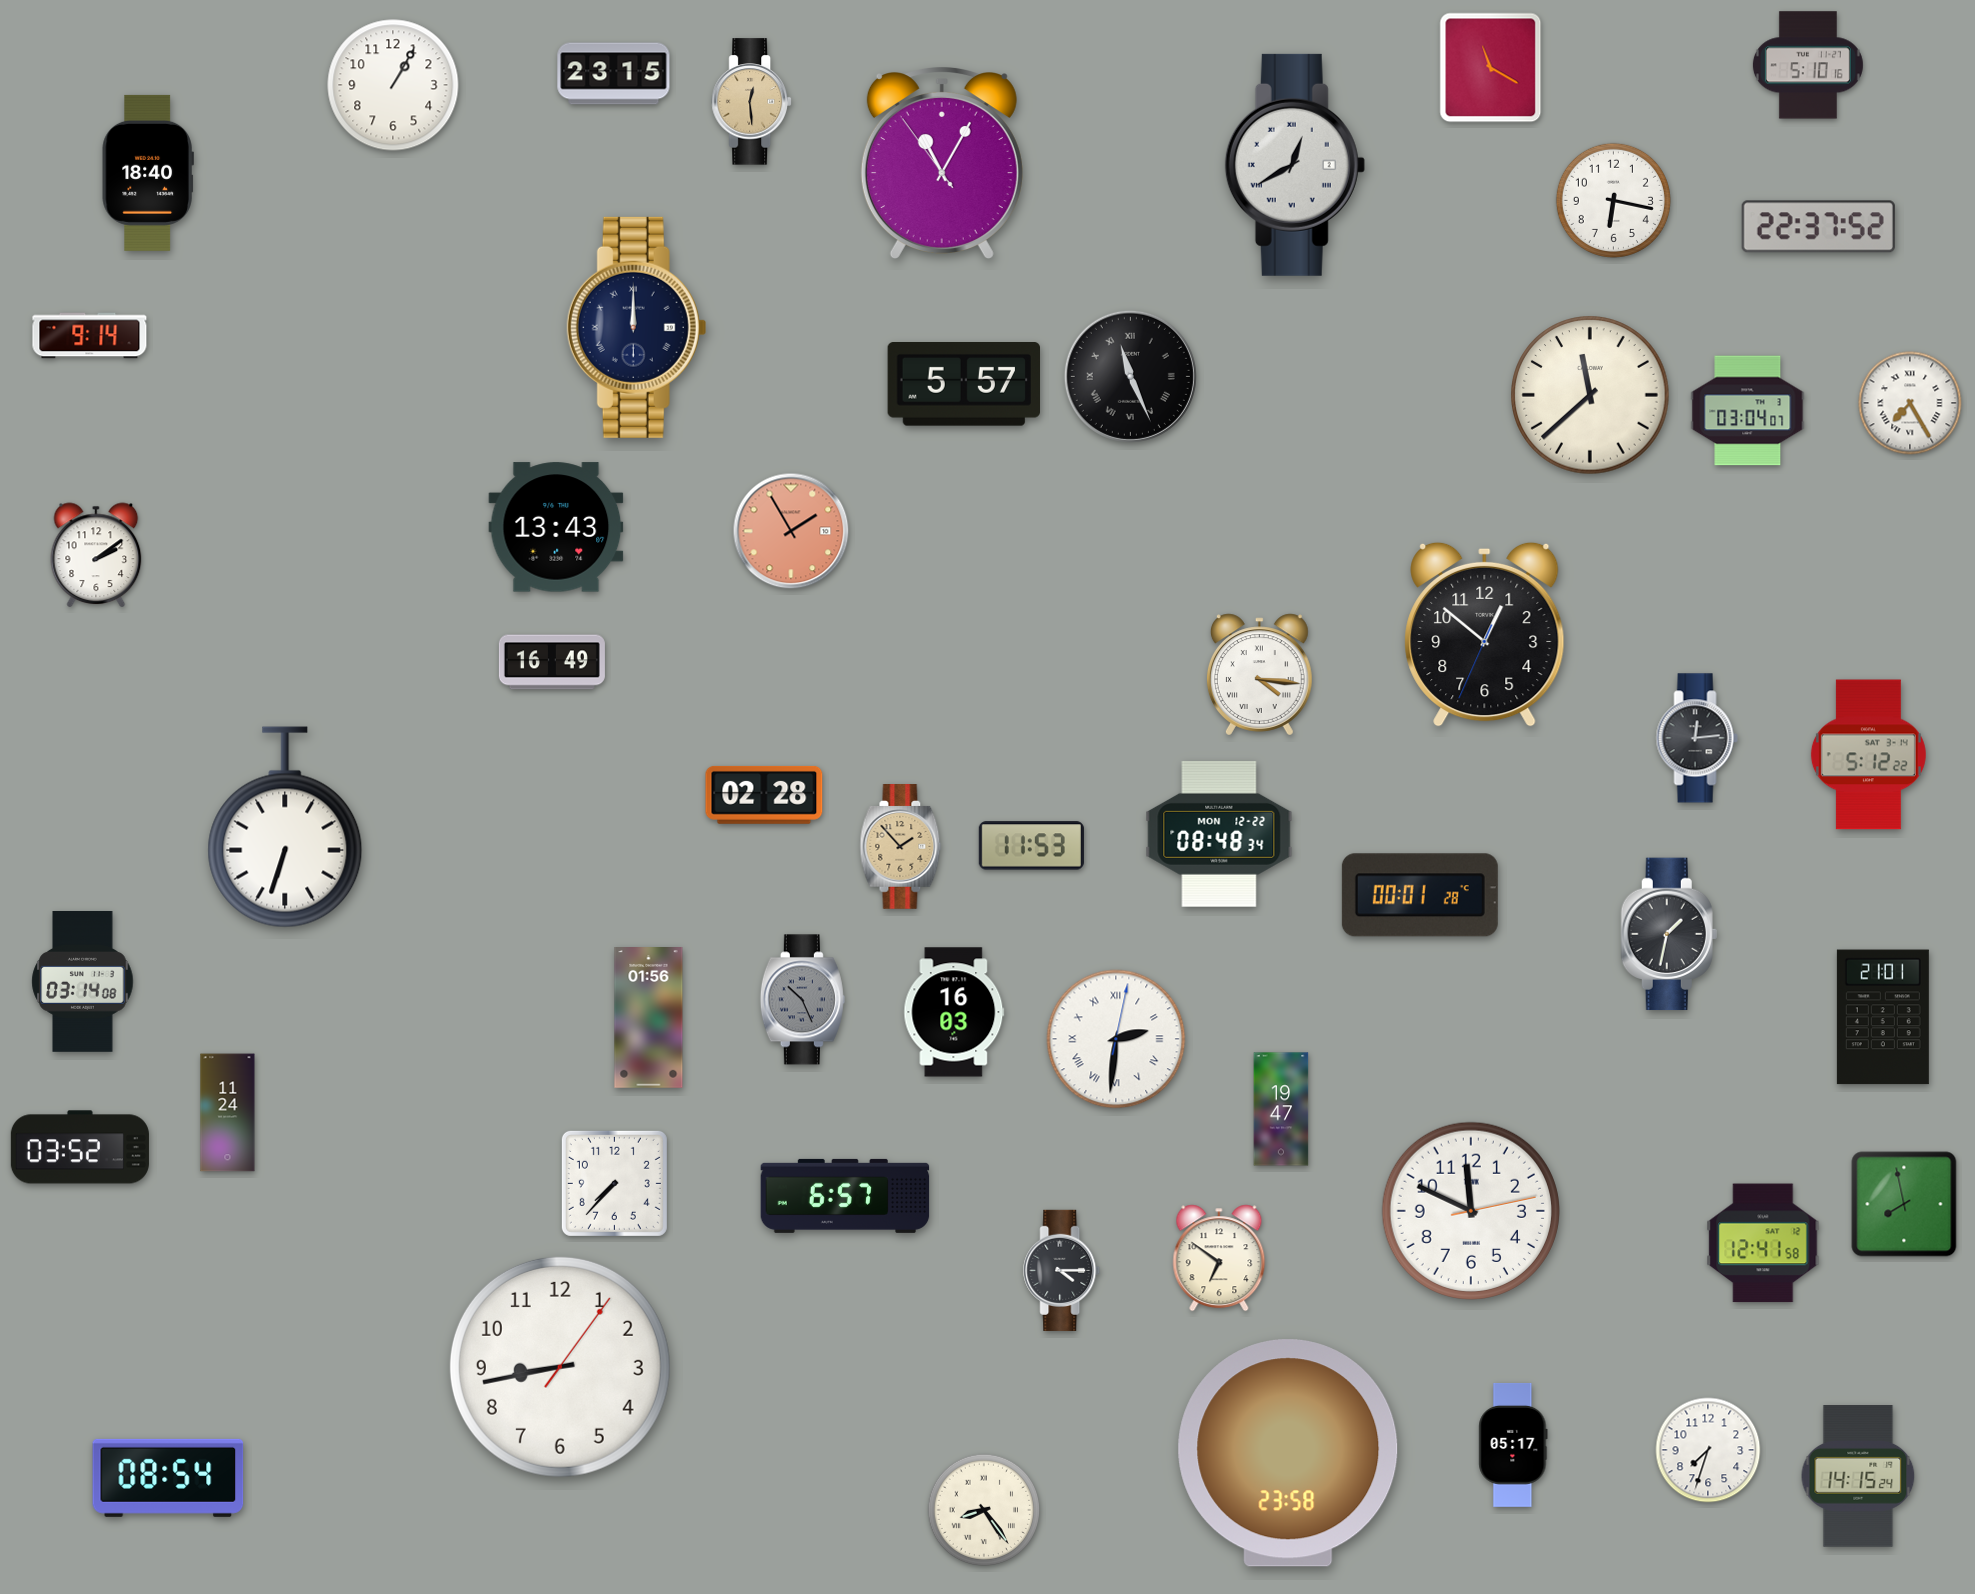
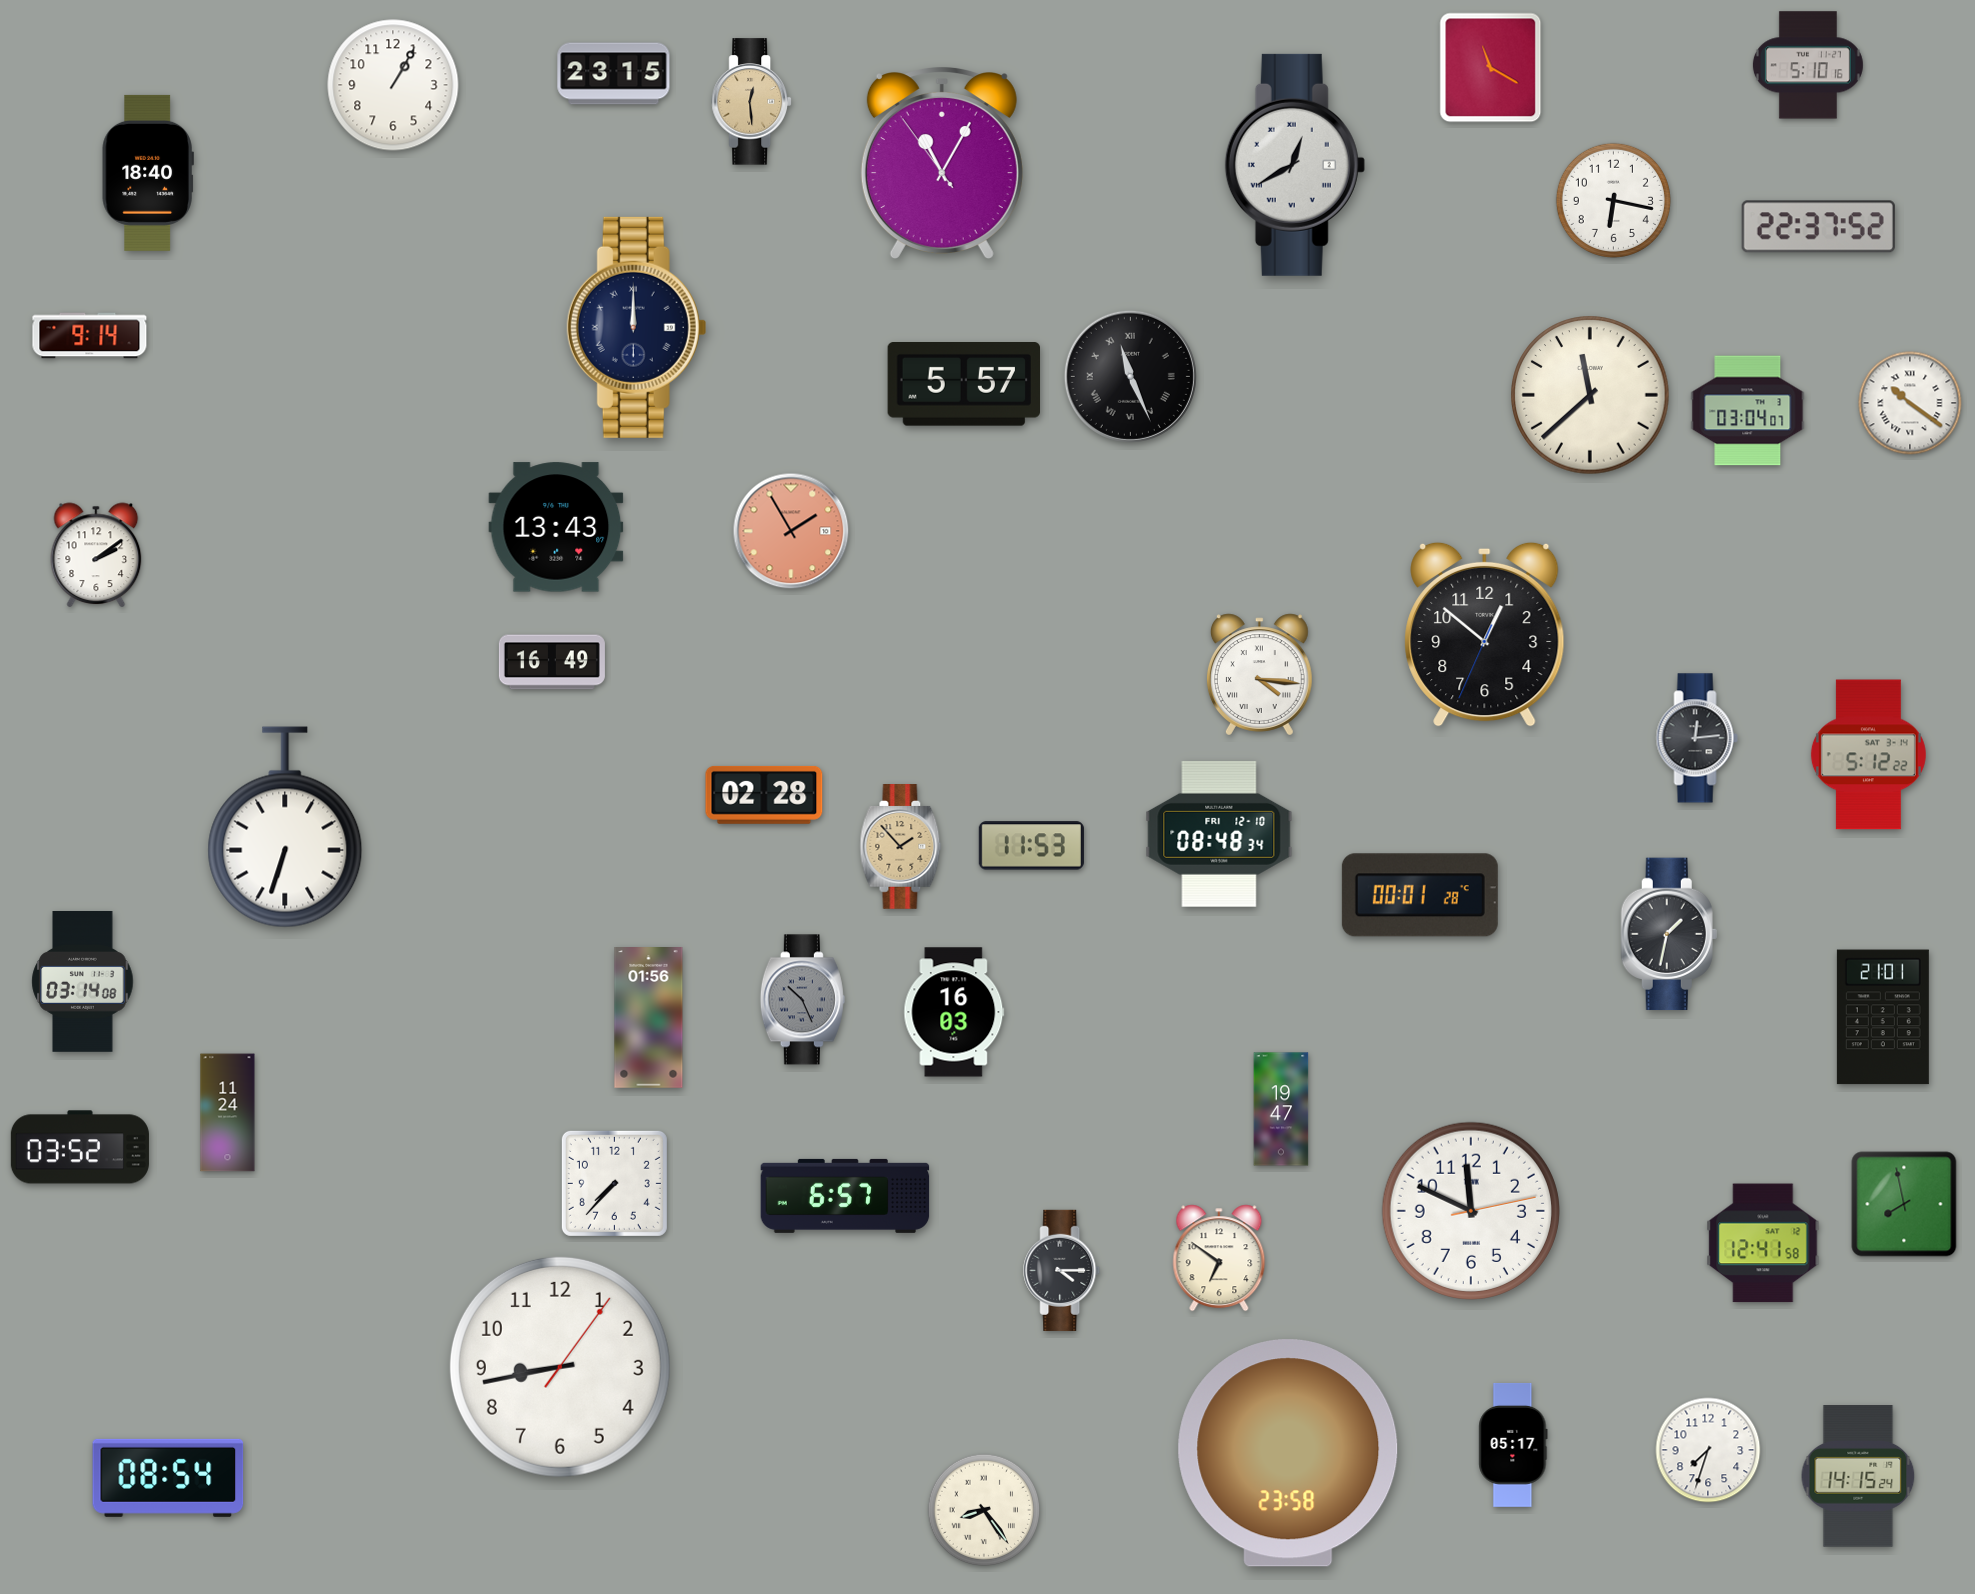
clock at (1910, 403): 7:25 -> 10:21
clock at (1219, 834) date: MON 12-22 -> FRI 12-10
clock at (1116, 1039): 2:31 -> none
